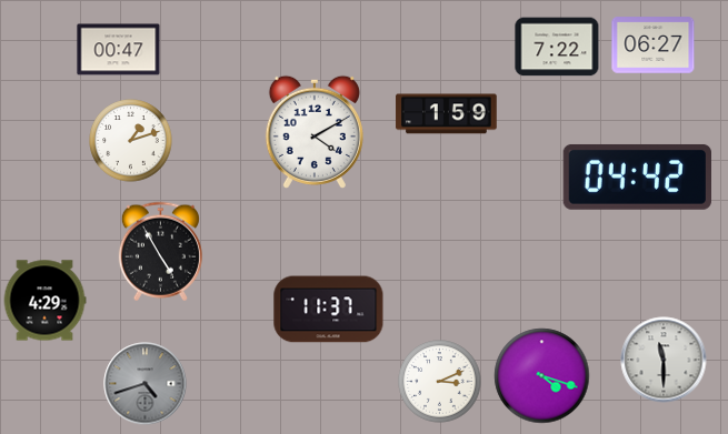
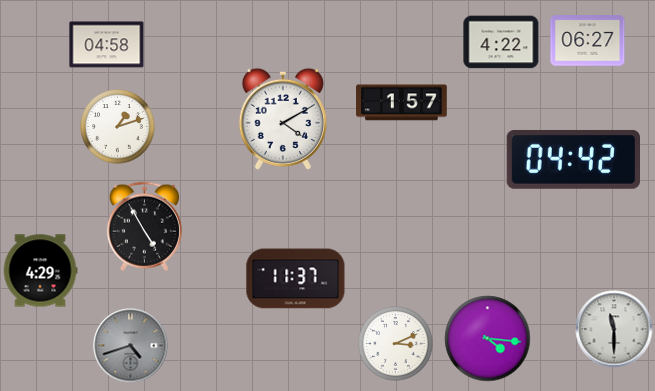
clock at (557, 47): 7:22 -> 4:22
clock at (119, 50): 00:47 -> 04:58
clock at (447, 114): 1:59 -> 1:57
clock at (664, 360) position: (664, 360) -> (614, 329)
clock at (542, 376): 4:18 -> 4:16
